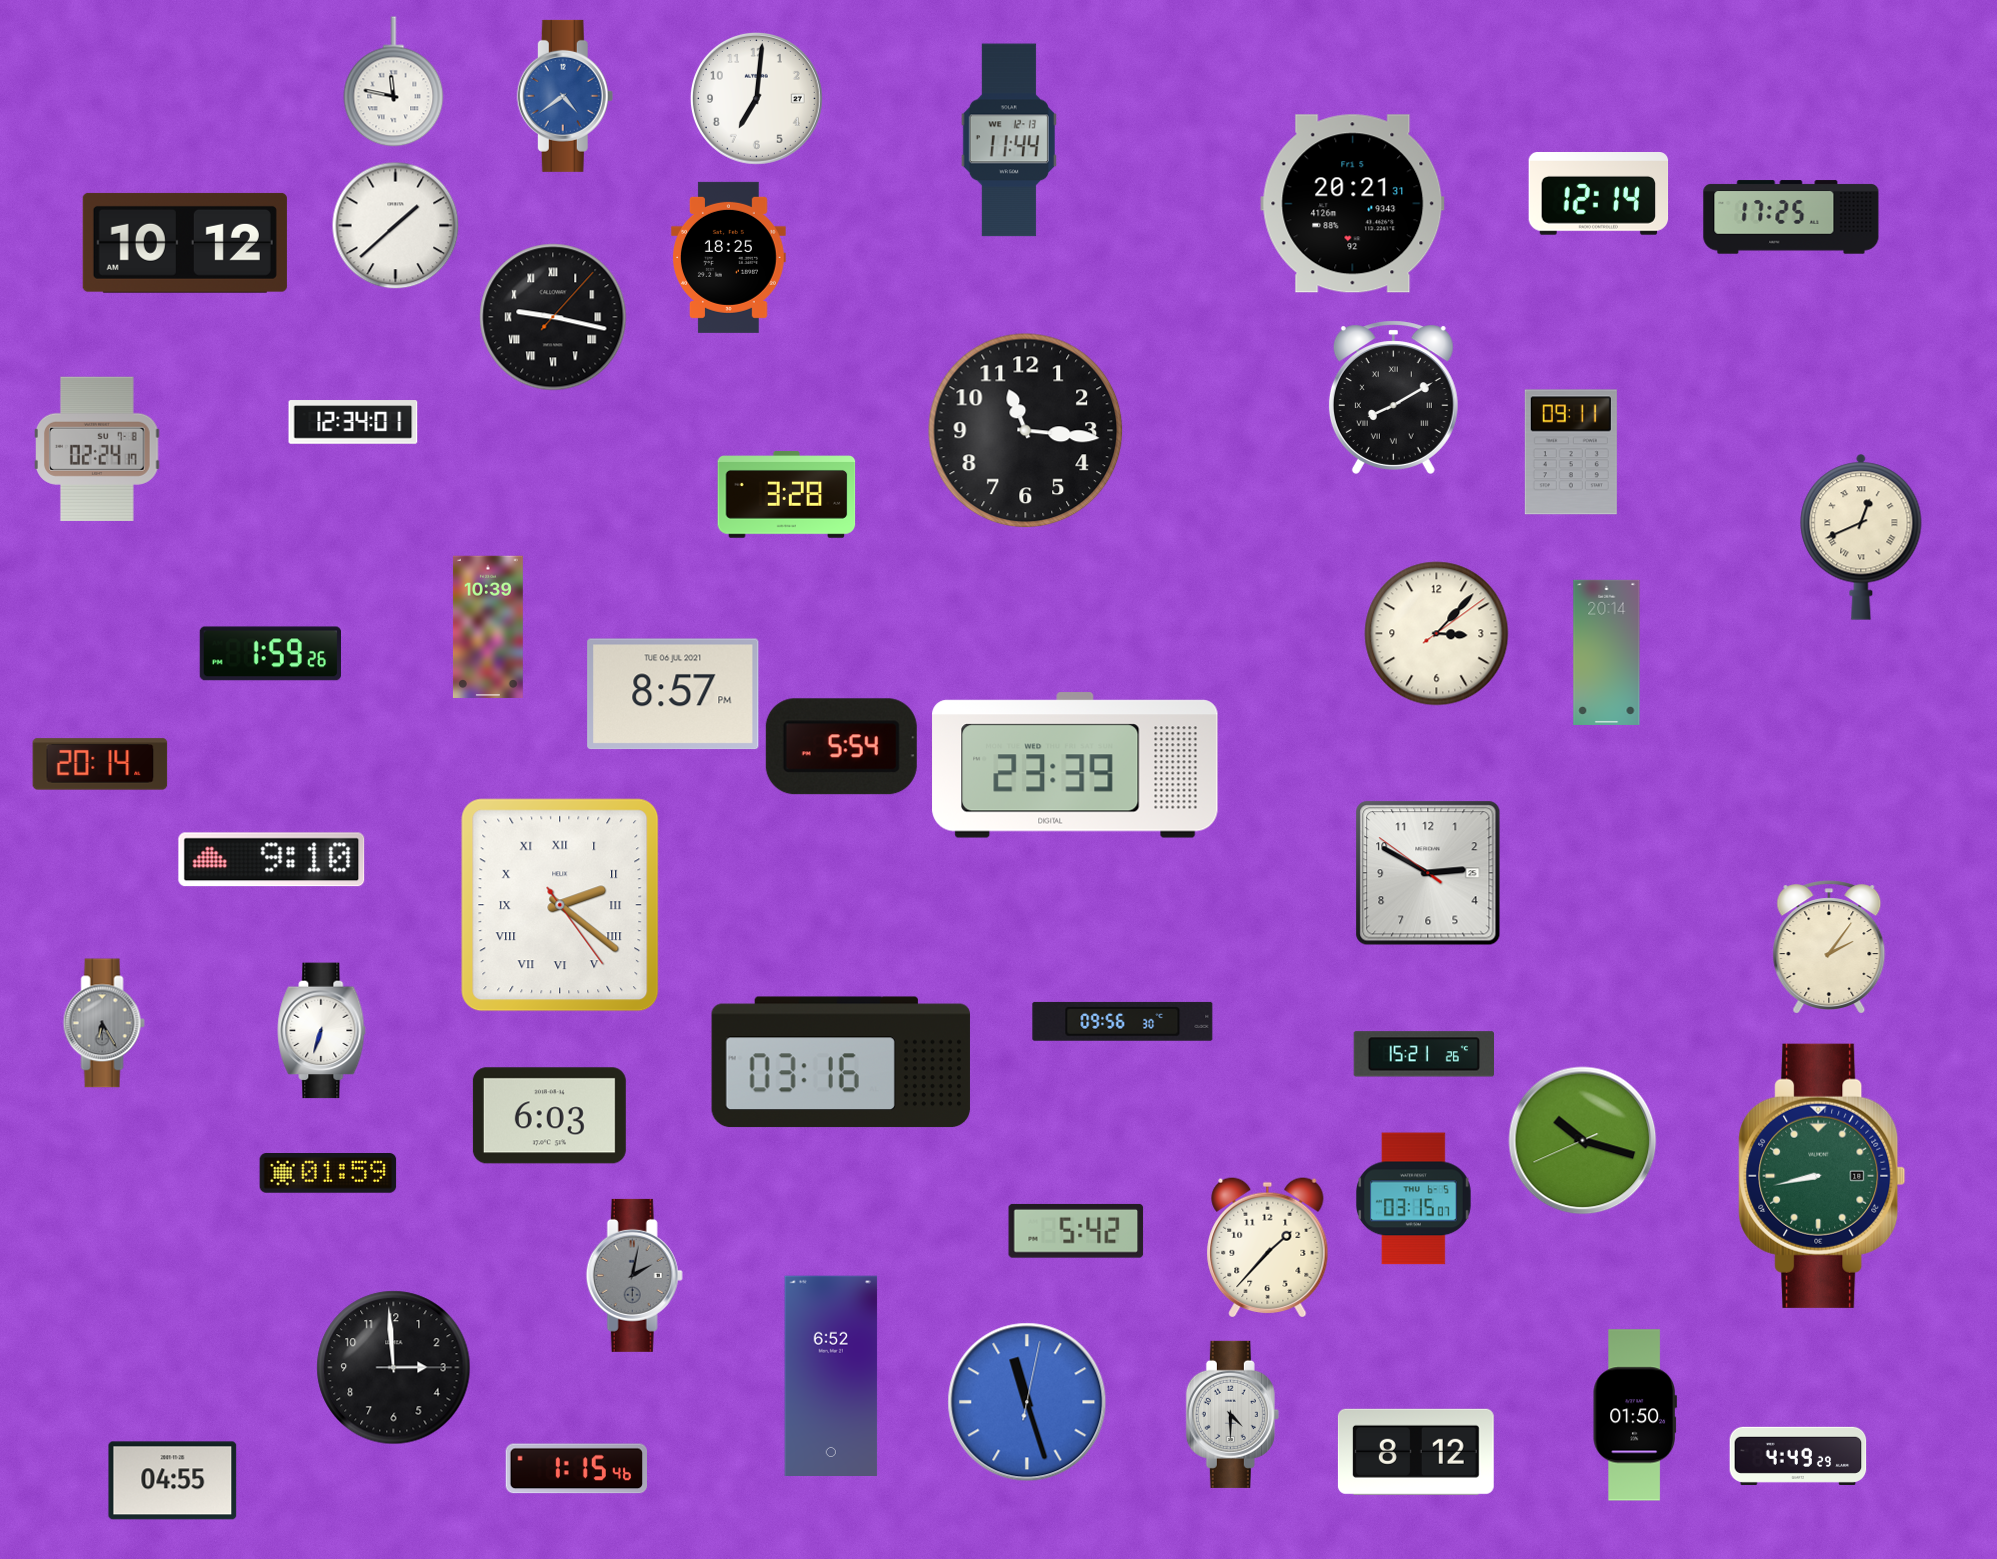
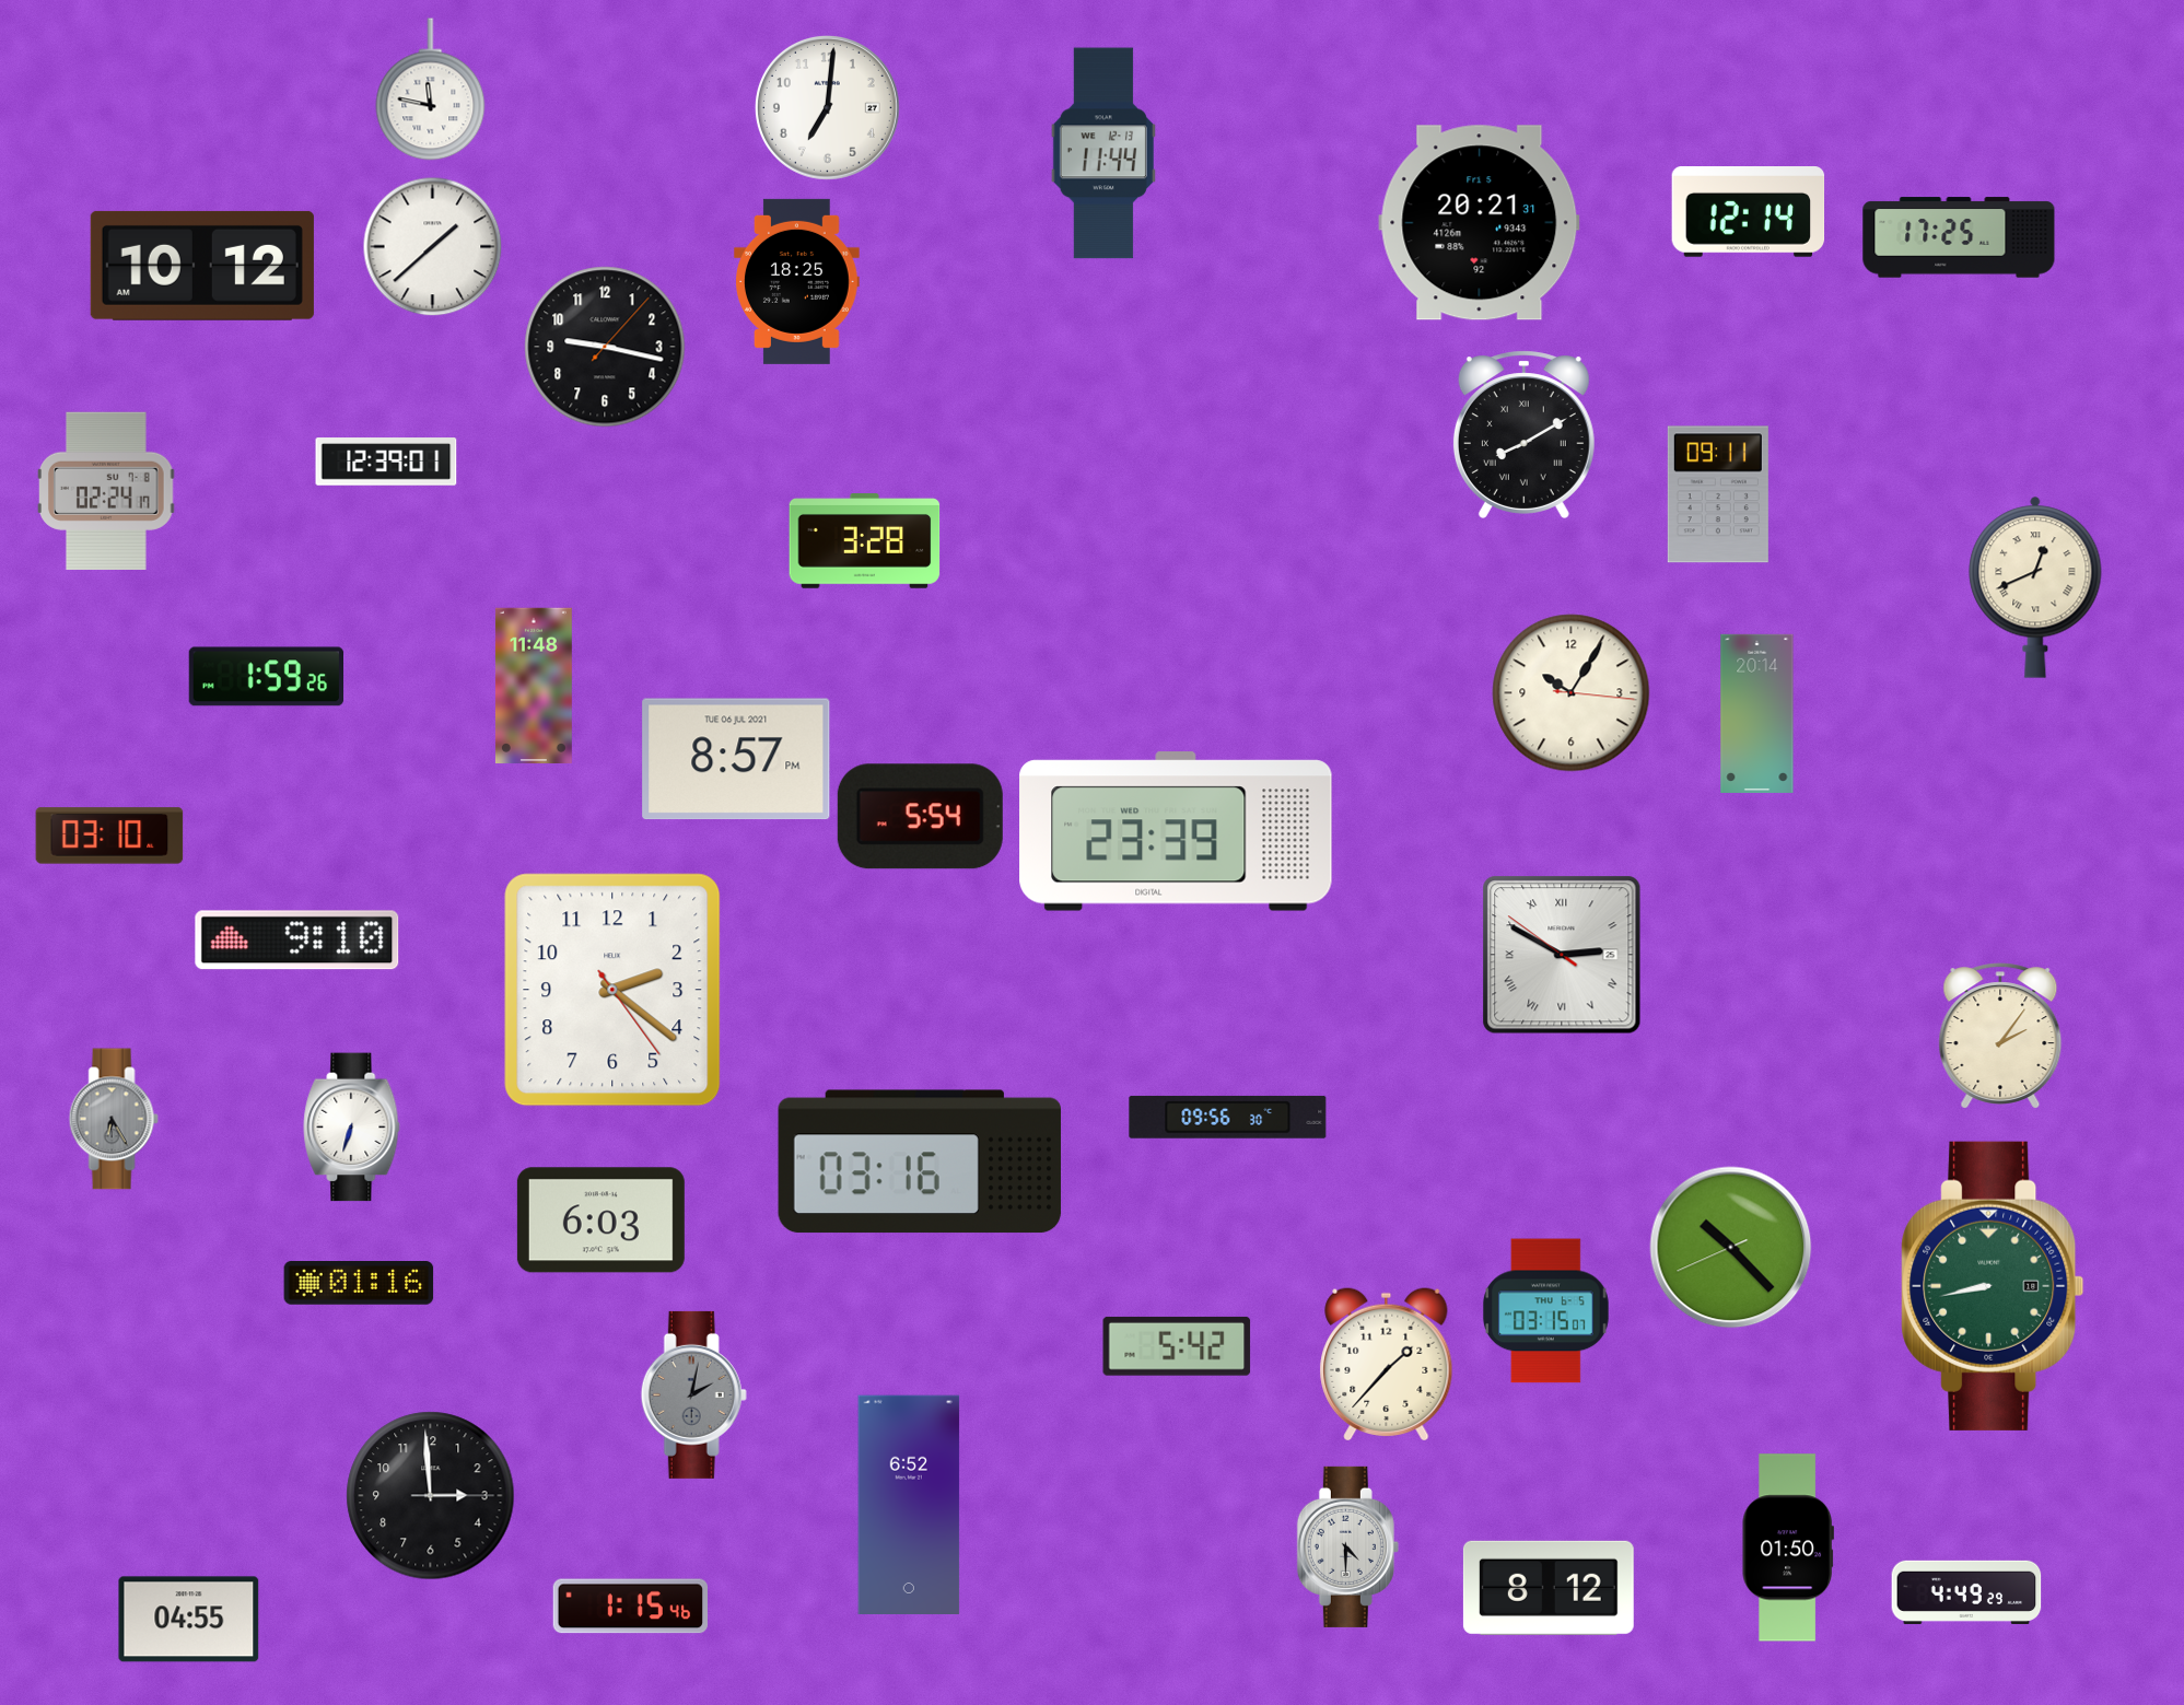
clock at (565, 96): 4:39 -> none
clock at (553, 317) numerals: Roman -> Arabic
clock at (353, 422): 12:34 -> 12:39
clock at (1026, 431): 11:16 -> none
clock at (787, 495) position: (787, 495) -> (865, 541)
clock at (488, 627): 10:39 -> 11:48
clock at (1437, 634): 3:07 -> 10:05
clock at (270, 654) position: (270, 654) -> (266, 677)
clock at (100, 764): 20:14 -> 03:10
clock at (1075, 765) position: (1075, 765) -> (1176, 831)
clock at (1428, 873) numerals: Arabic -> Roman
clock at (560, 905) numerals: Roman -> Arabic
clock at (1423, 1054): 15:21 -> none
clock at (1583, 1141): 10:17 -> 10:22
clock at (328, 1174): 01:59 -> 01:16
clock at (1027, 1402): 11:27 -> none
